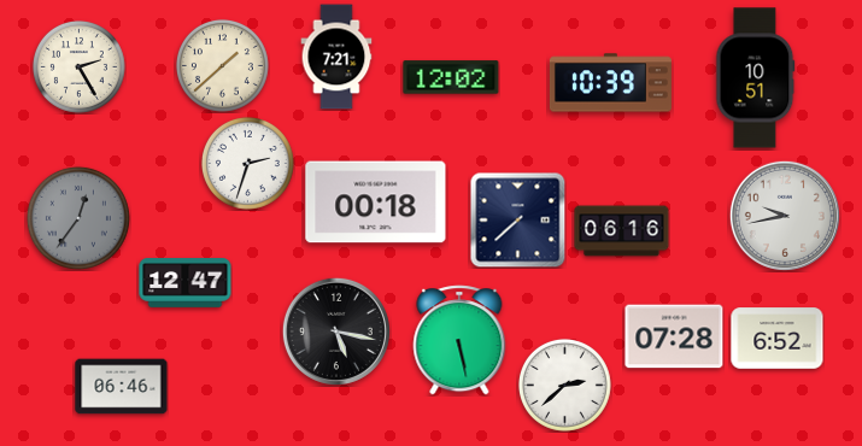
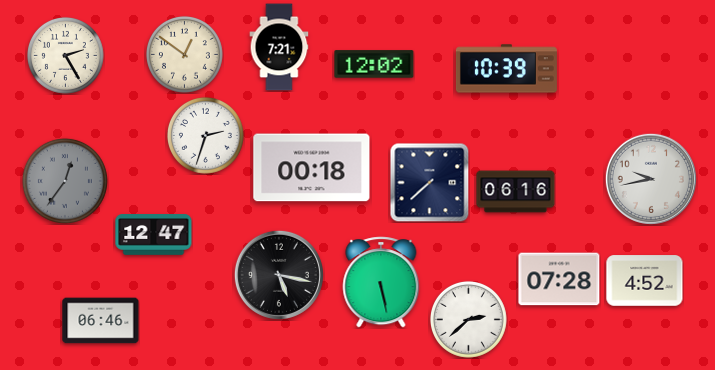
clock at (222, 65): 1:38 -> 12:51
clock at (756, 78): 10:51 -> none
clock at (778, 339): 6:52 -> 4:52
